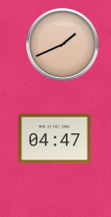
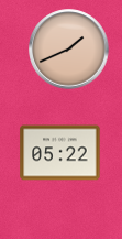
clock at (55, 139): 04:47 -> 05:22
